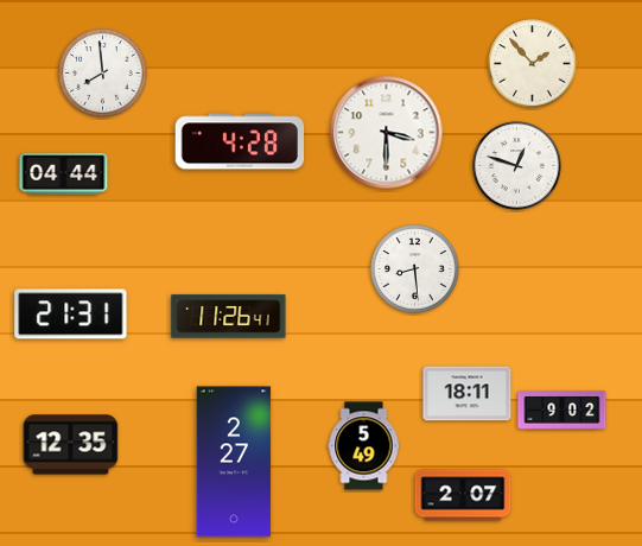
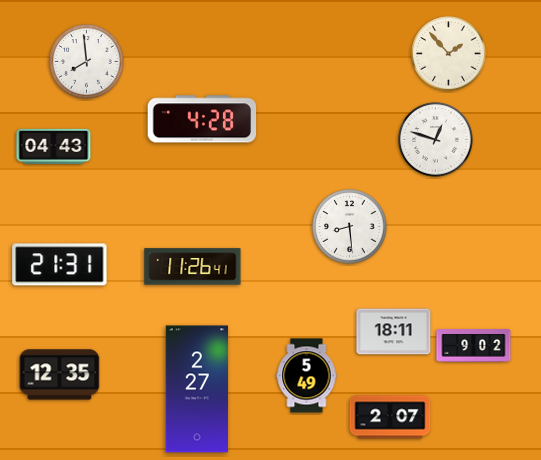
clock at (387, 133): 3:30 -> none
clock at (64, 173): 04:44 -> 04:43
